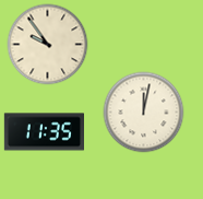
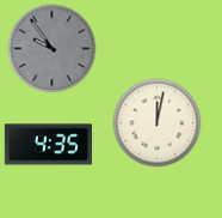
clock at (48, 45) dial: cream -> grey
clock at (44, 132): 11:35 -> 4:35
